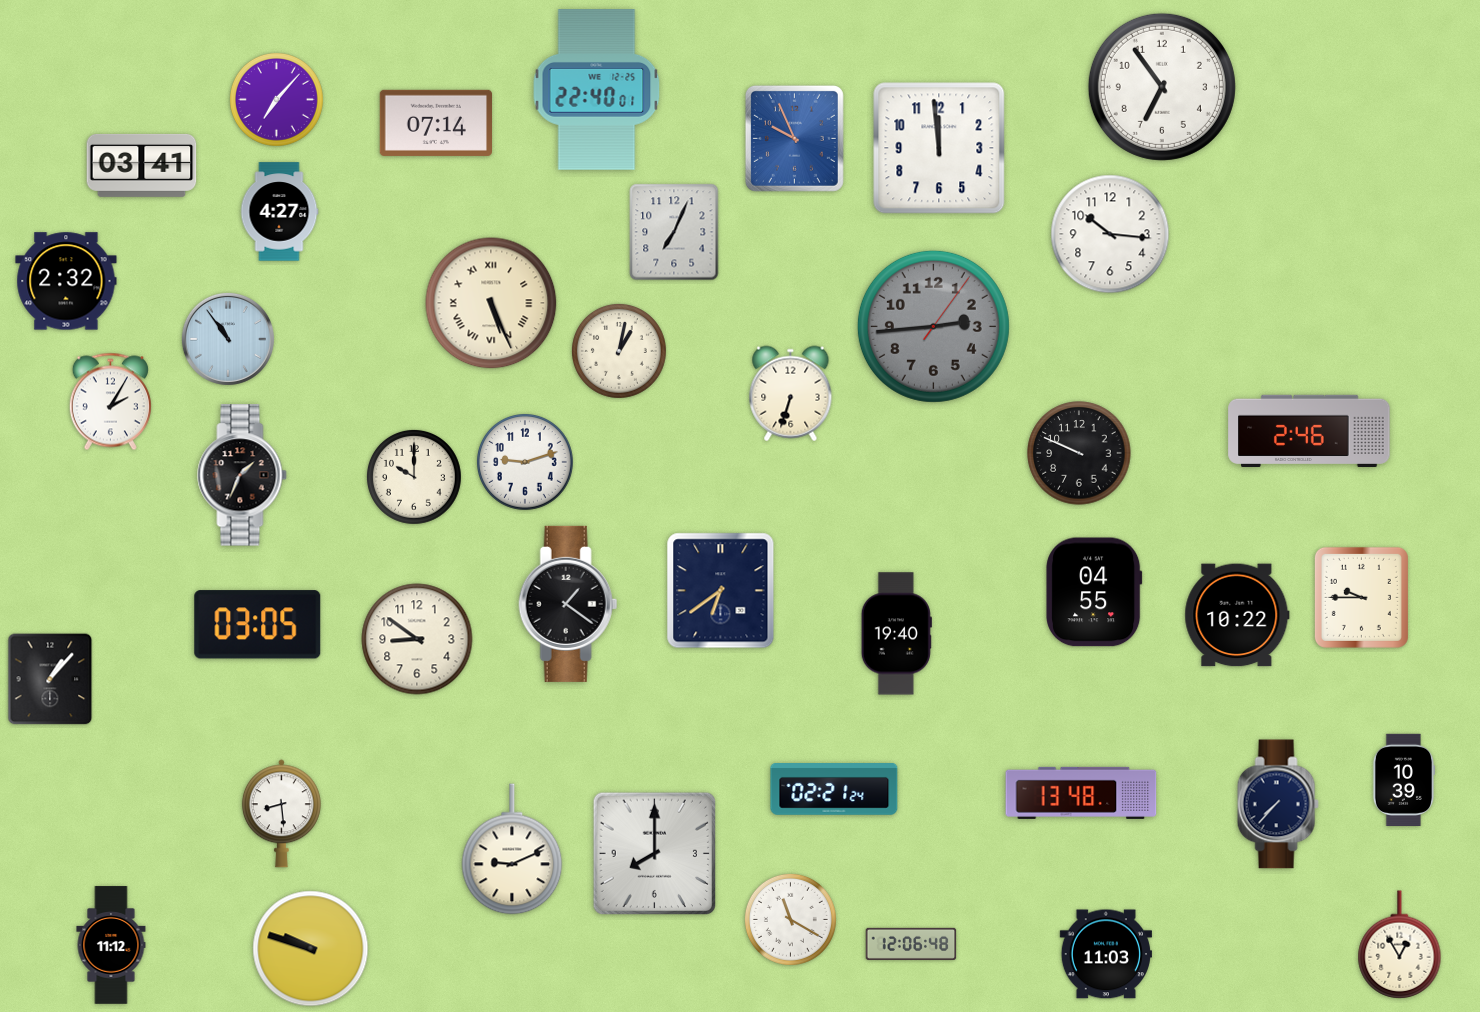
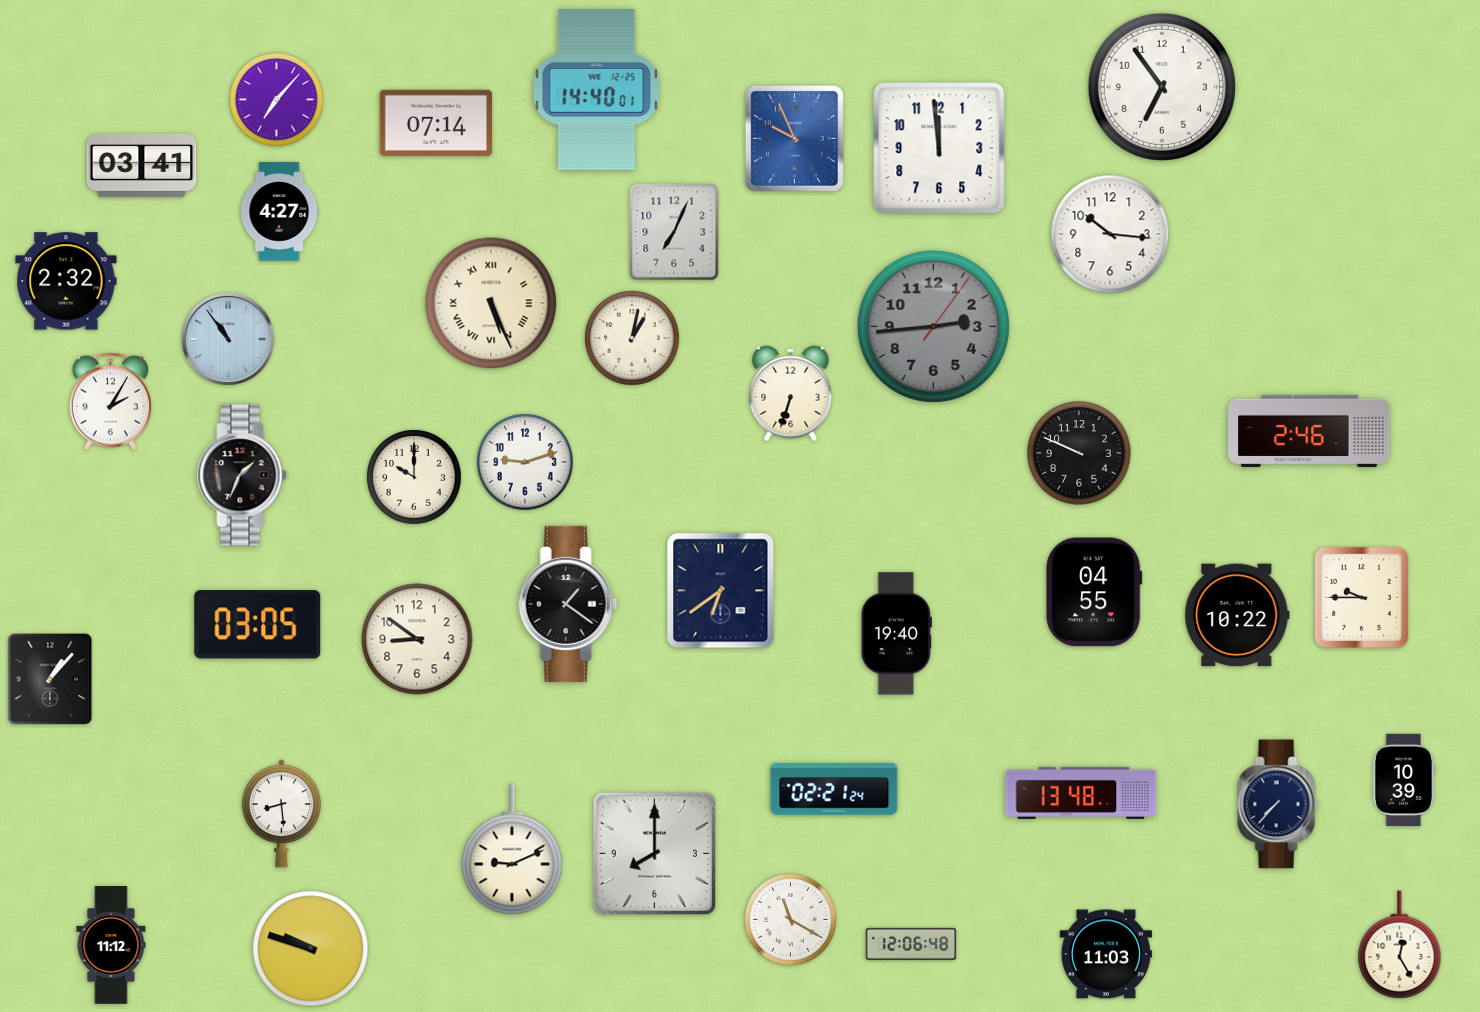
clock at (597, 90): 22:40 -> 14:40
clock at (619, 351) position: (619, 351) -> (632, 338)
clock at (1400, 945): 12:55 -> 12:25
